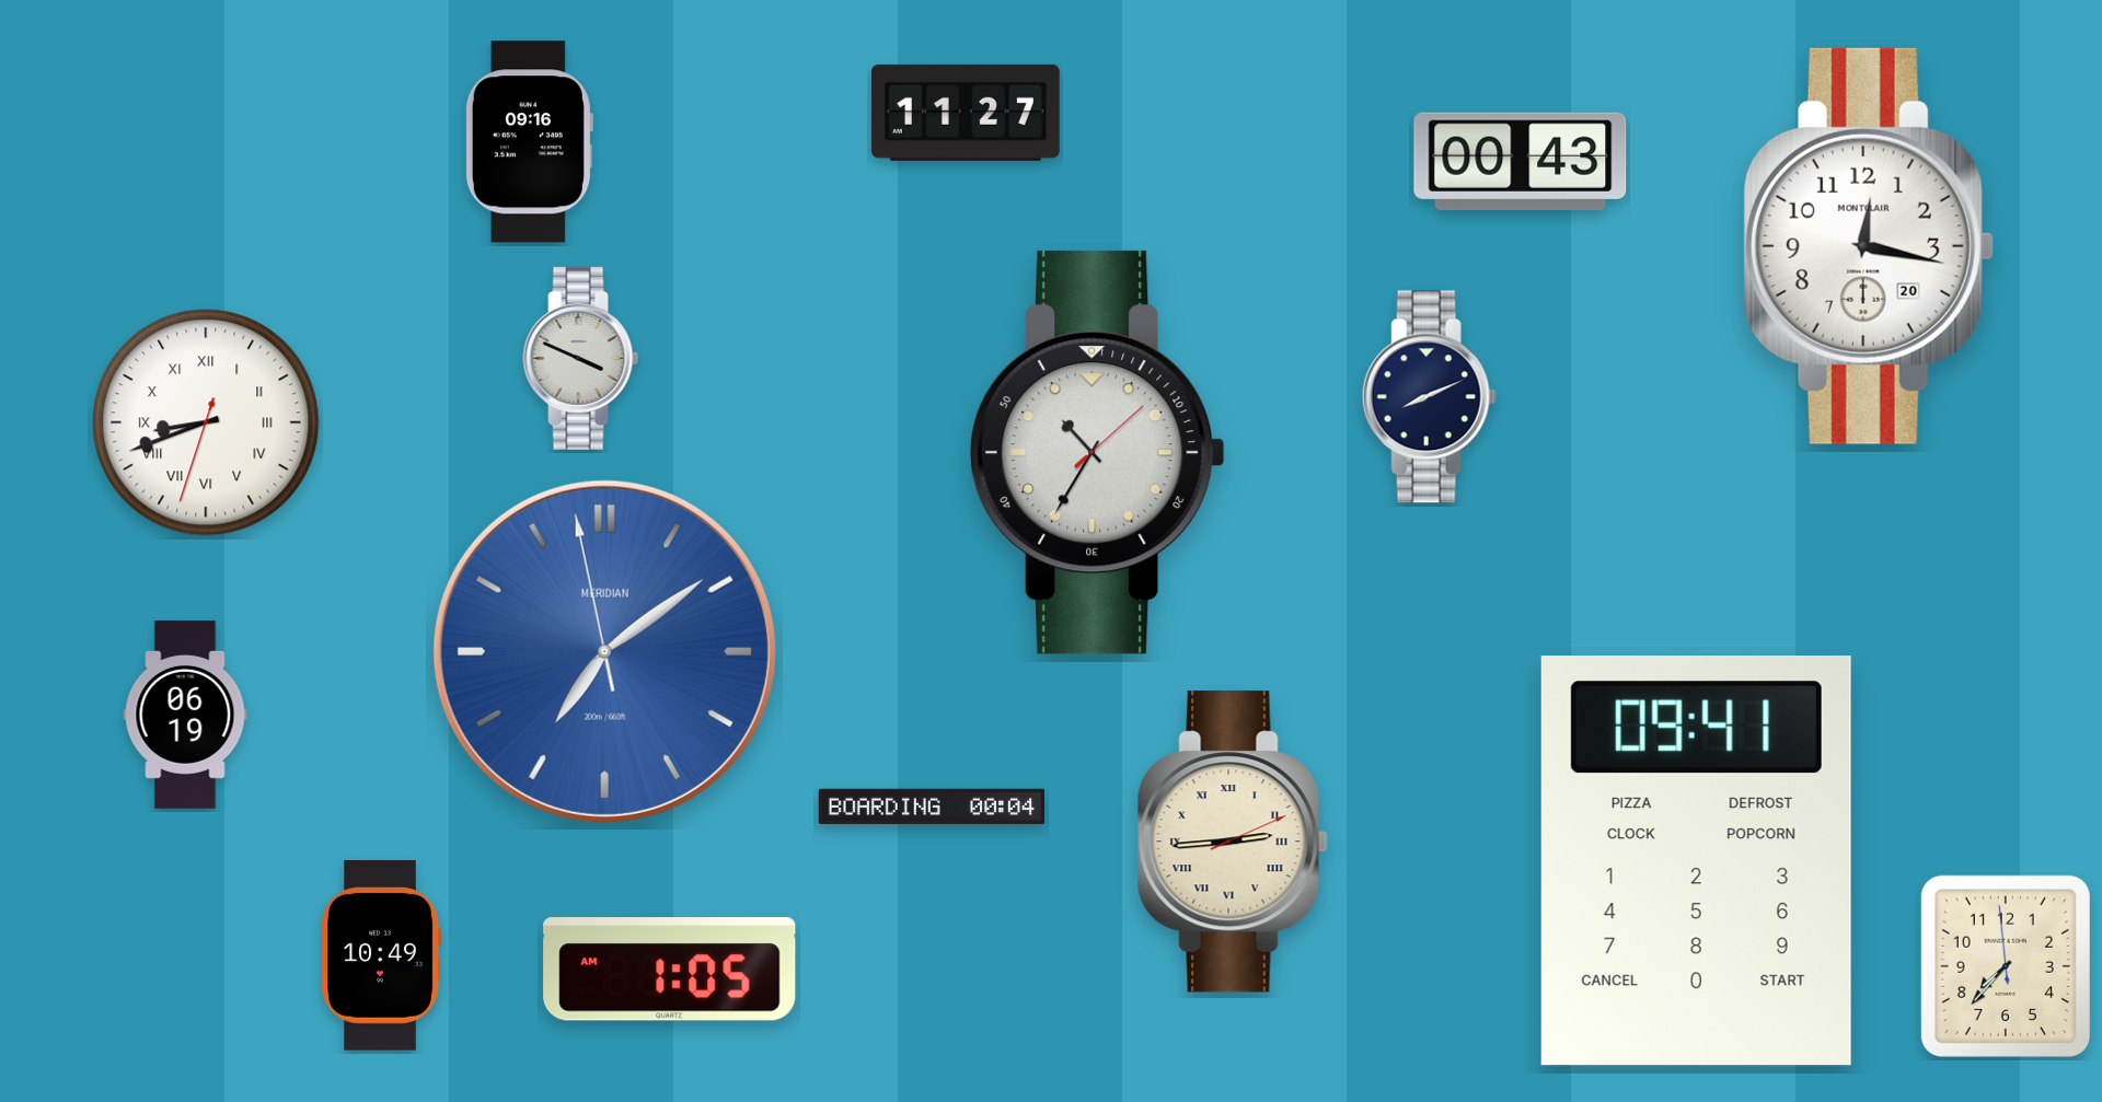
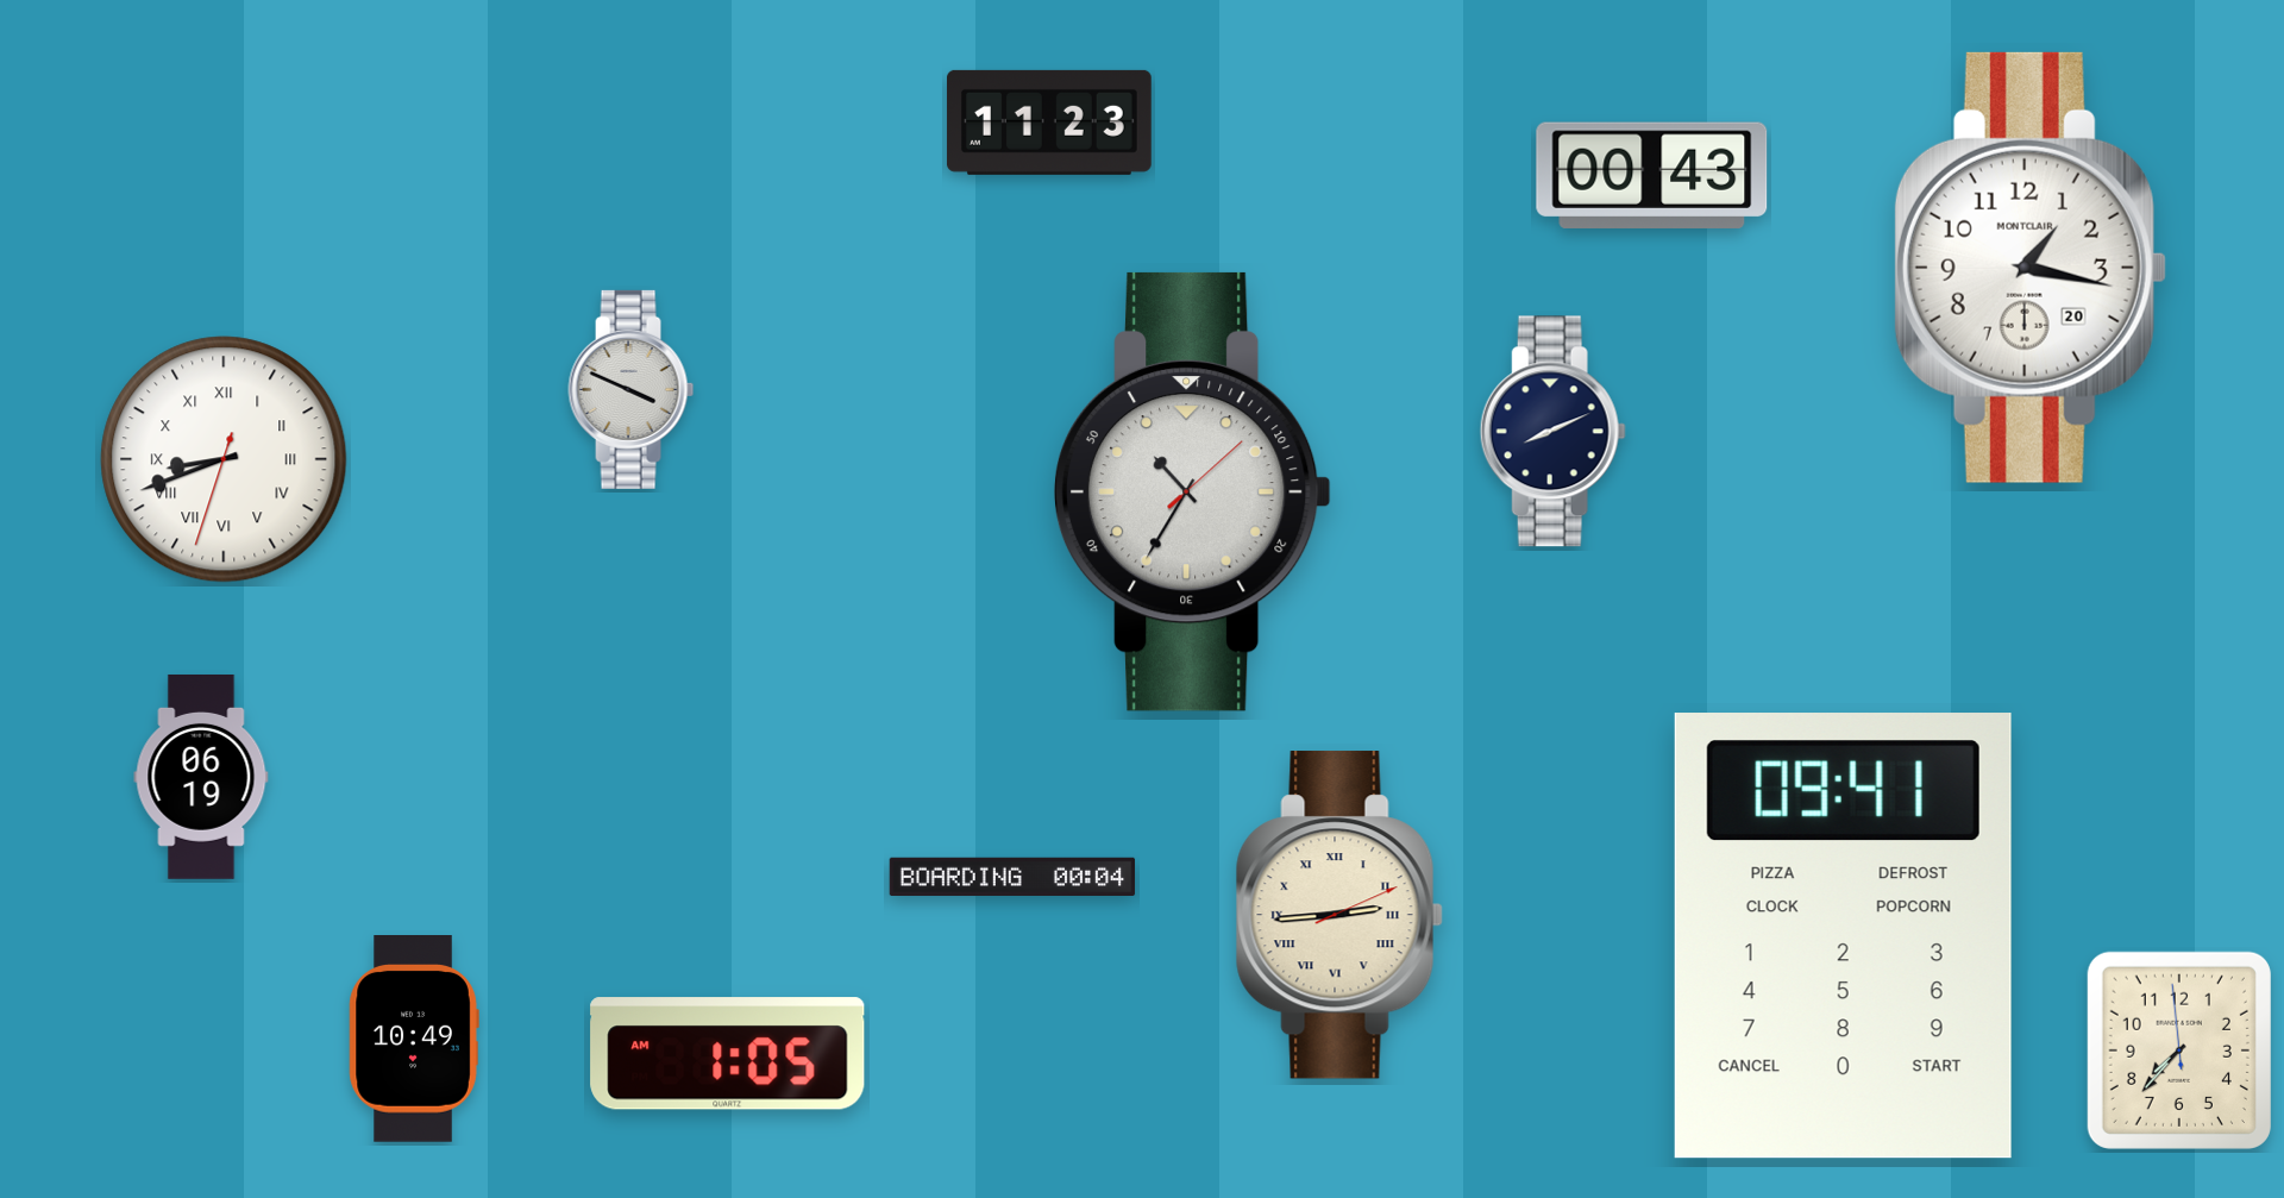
clock at (966, 113): 11:27 -> 11:23
clock at (529, 142): 09:16 -> none
clock at (1869, 246): 12:17 -> 1:17
clock at (604, 651): 7:08 -> none
